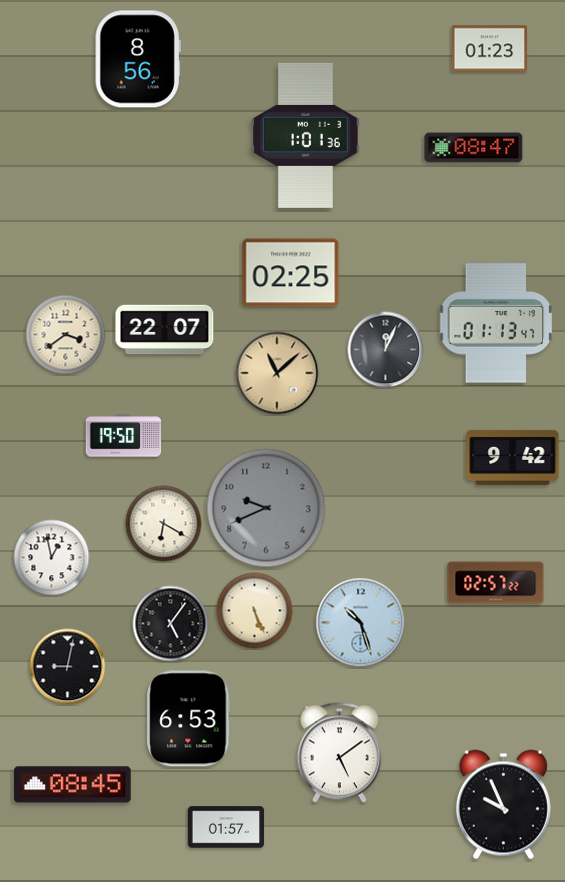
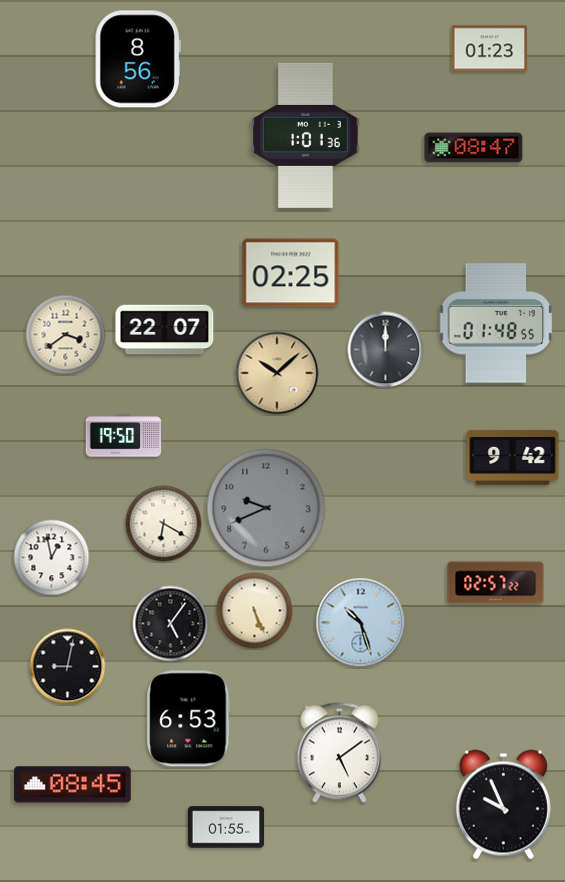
clock at (496, 323): 01:13 -> 01:48
clock at (386, 350): 12:04 -> 12:00
clock at (277, 373): 11:08 -> 10:08
clock at (226, 827): 01:57 -> 01:55
